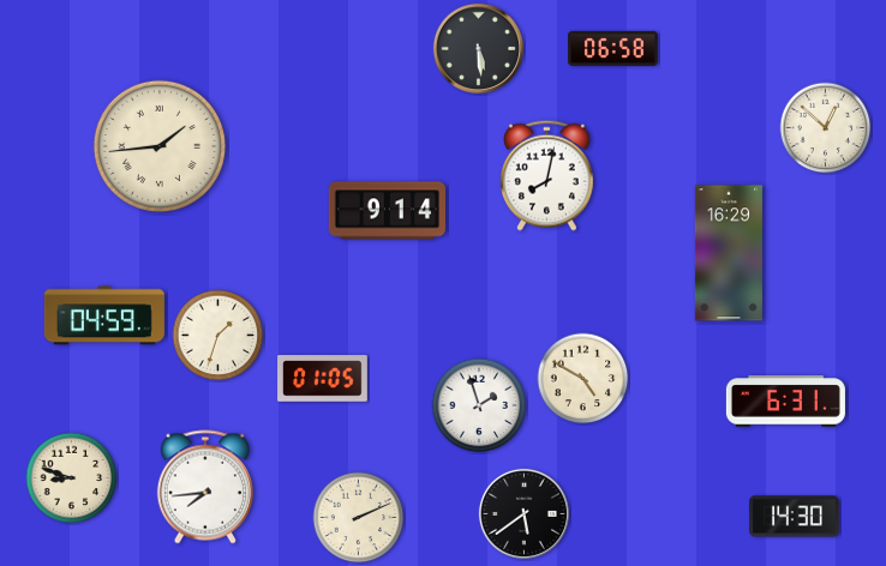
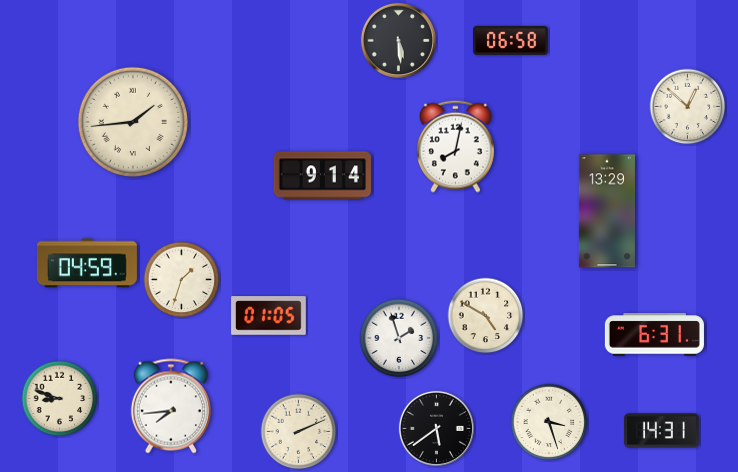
clock at (729, 253): 16:29 -> 13:29
clock at (549, 422): none -> 3:27
clock at (795, 517): 14:30 -> 14:31
